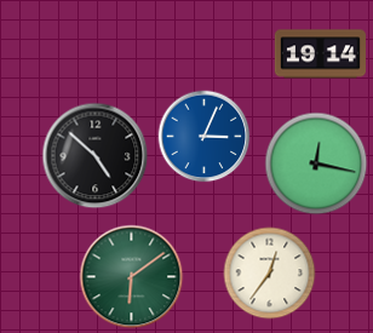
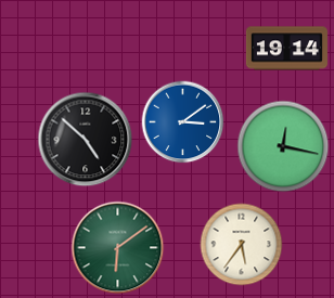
clock at (205, 137): 3:04 -> 3:09
clock at (270, 274): 12:36 -> 5:36
